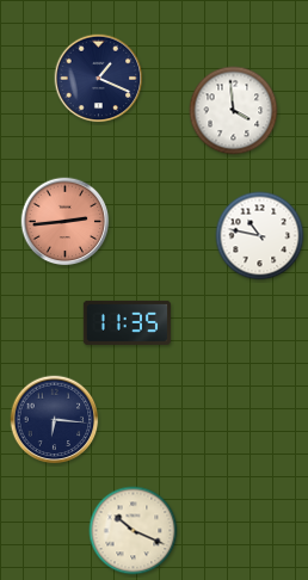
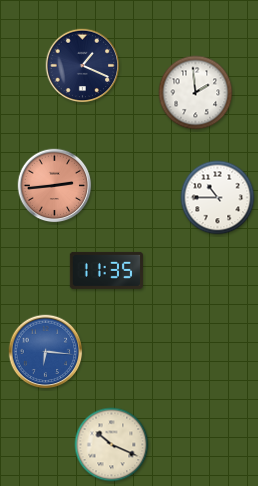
clock at (234, 111): 3:59 -> 1:59
clock at (260, 236): 10:47 -> 10:45
clock at (55, 420) dial: navy -> blue
